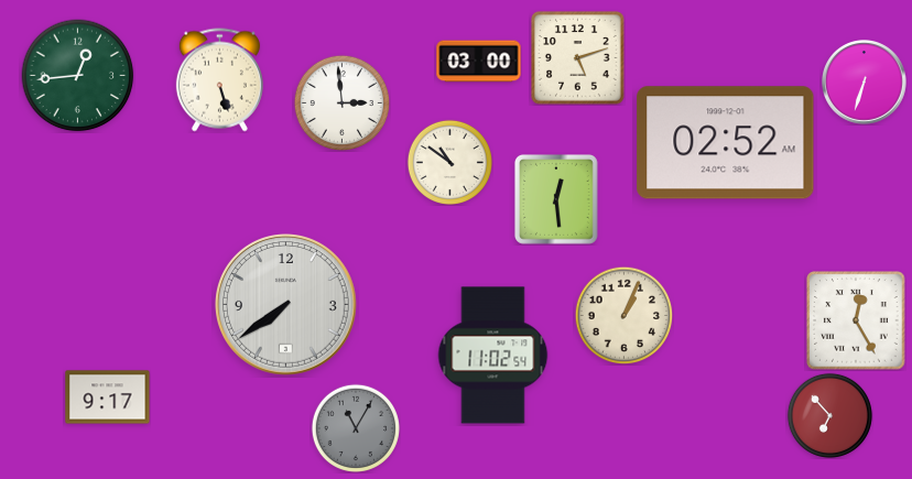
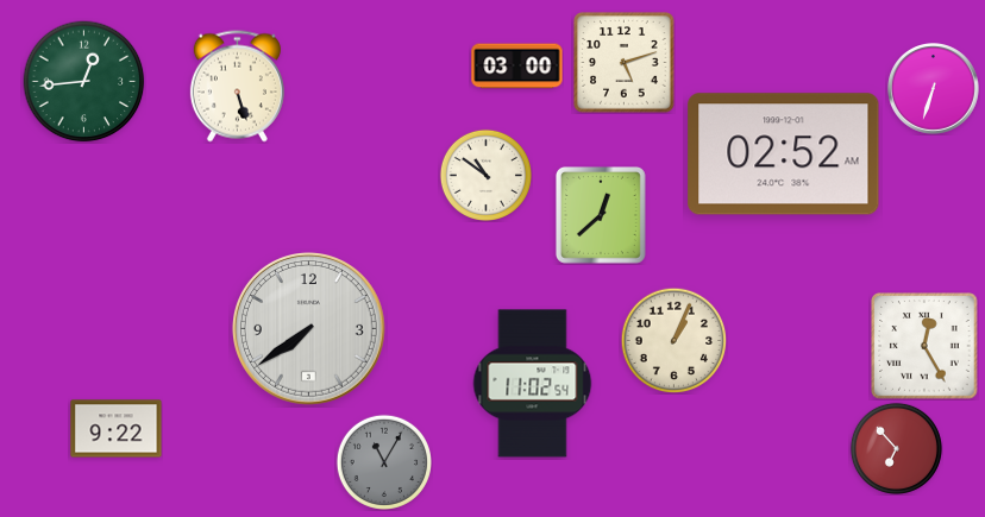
clock at (341, 102): 2:59 -> none
clock at (556, 200): 12:29 -> 12:38
clock at (108, 398): 9:17 -> 9:22
